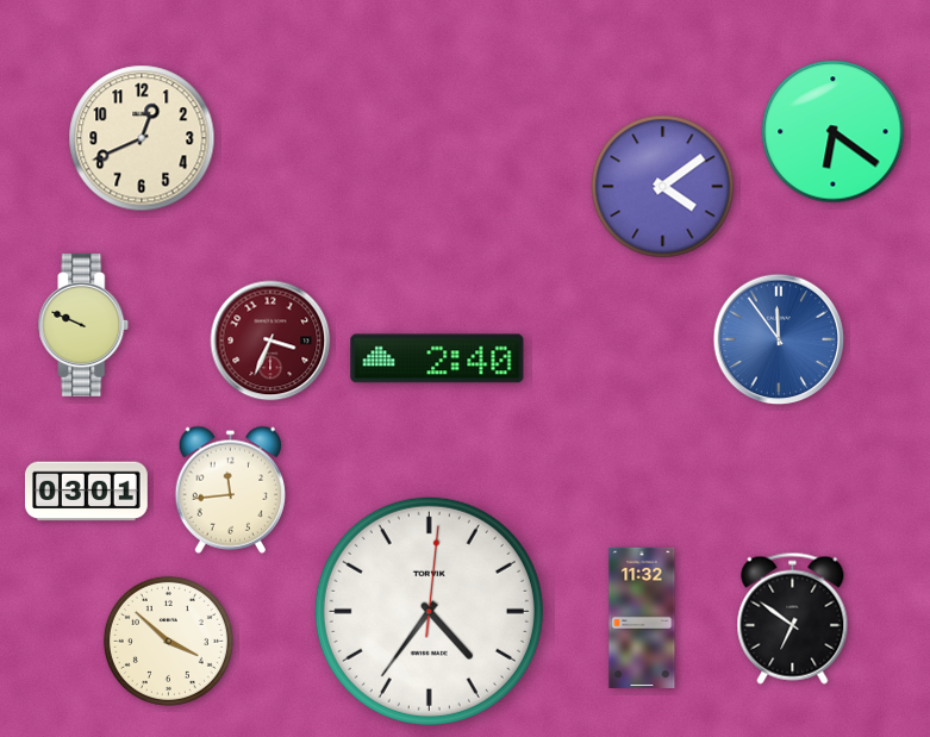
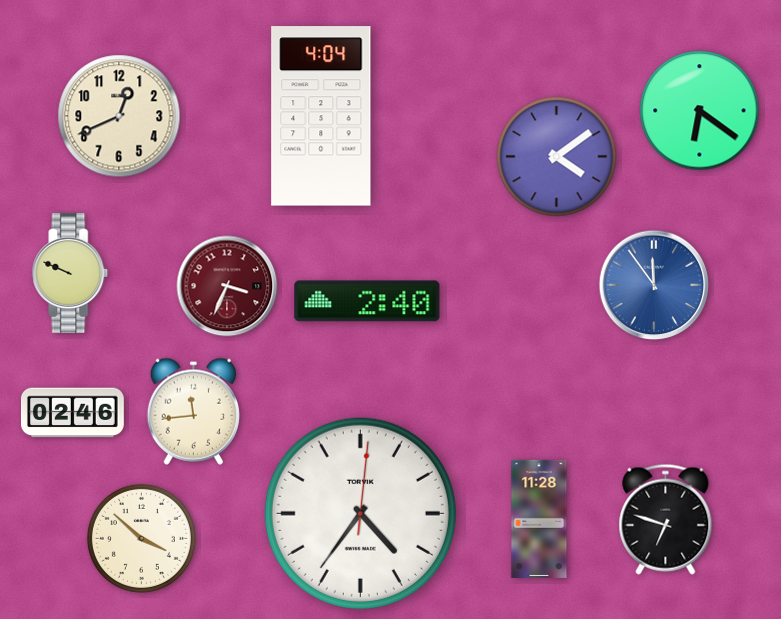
clock at (321, 116): none -> 4:04
clock at (87, 492): 03:01 -> 02:46
clock at (642, 618): 11:32 -> 11:28
clock at (793, 618): 6:51 -> 6:48
